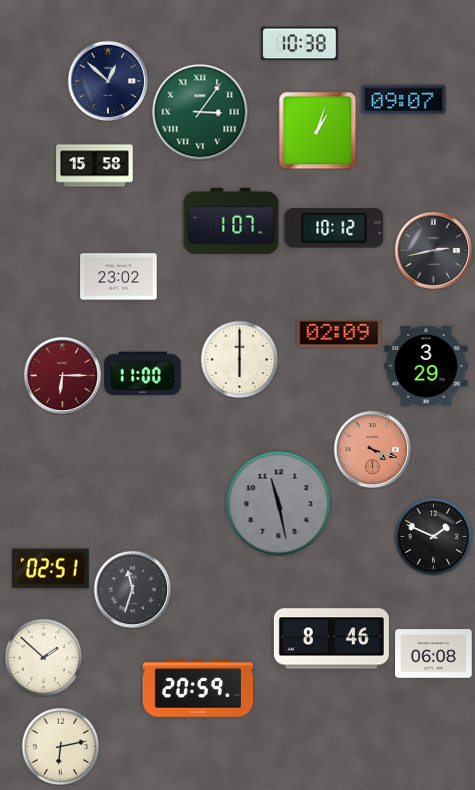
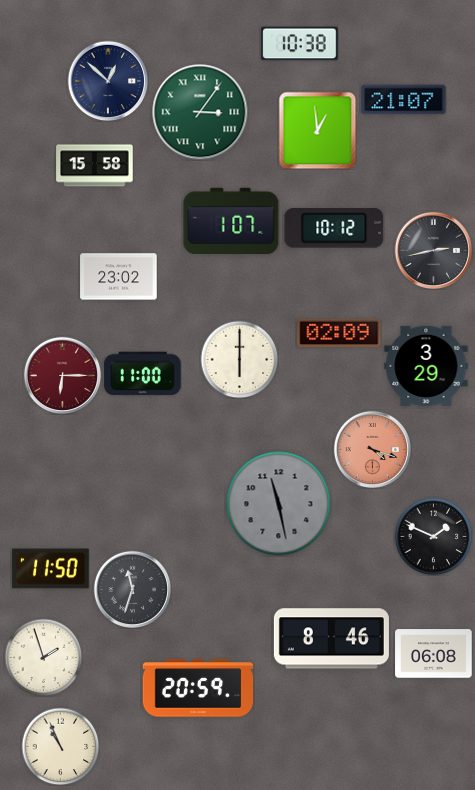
clock at (404, 100): 09:07 -> 21:07
clock at (317, 130): 1:03 -> 12:59
clock at (51, 569): 02:51 -> 11:50
clock at (43, 657): 1:52 -> 1:57
clock at (60, 746): 6:13 -> 10:56
